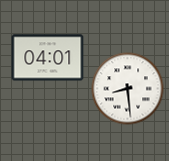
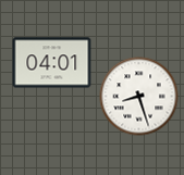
clock at (128, 89): 8:29 -> 8:27
